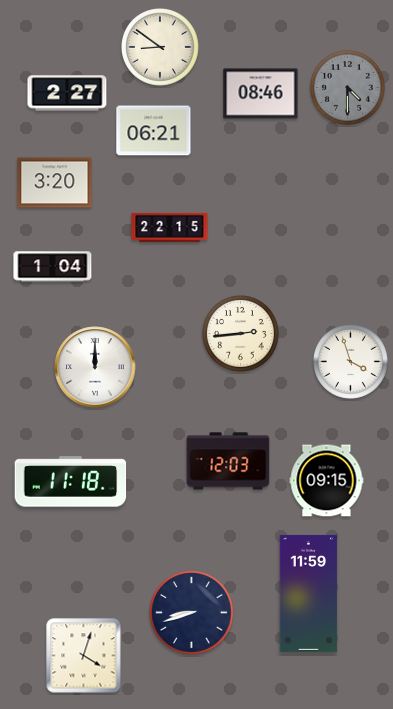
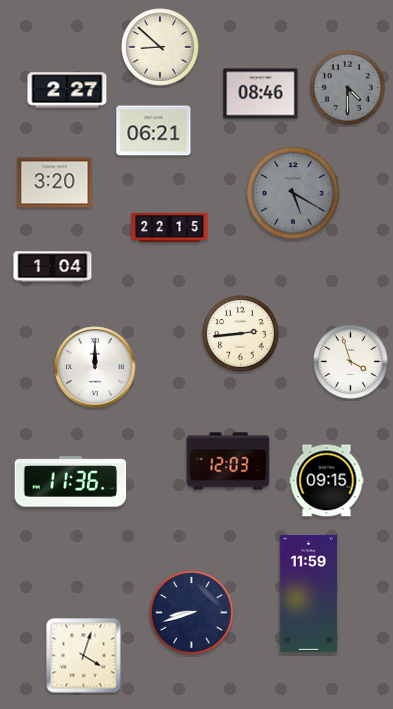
clock at (161, 48): 8:51 -> 8:52
clock at (67, 93) position: (67, 93) -> (67, 90)
clock at (293, 193): none -> 5:20
clock at (71, 482): 11:18 -> 11:36
